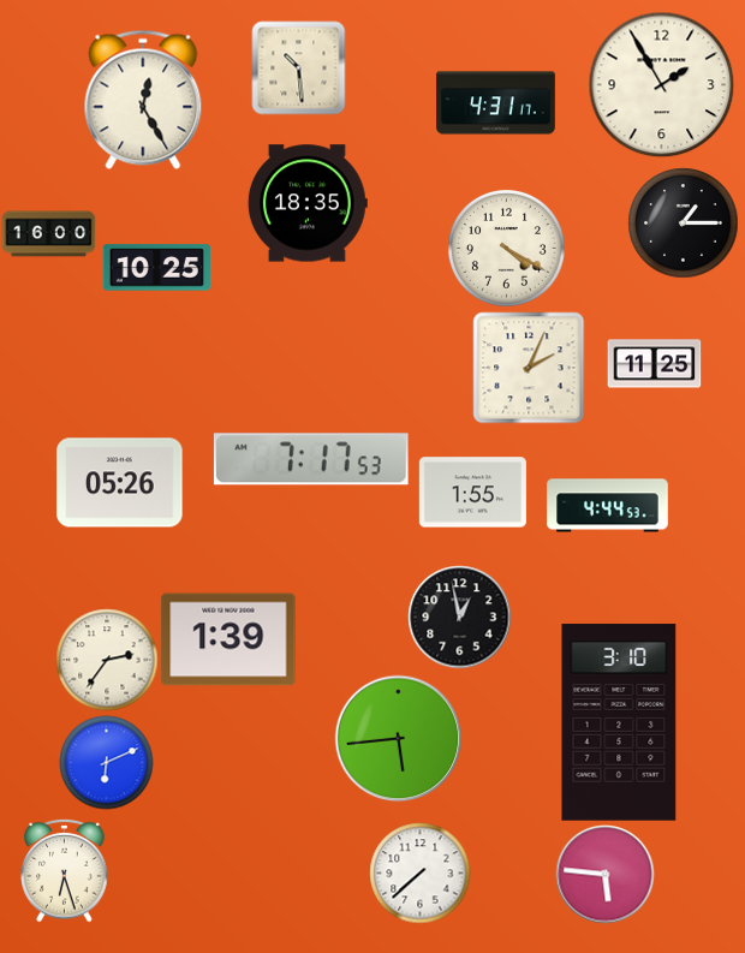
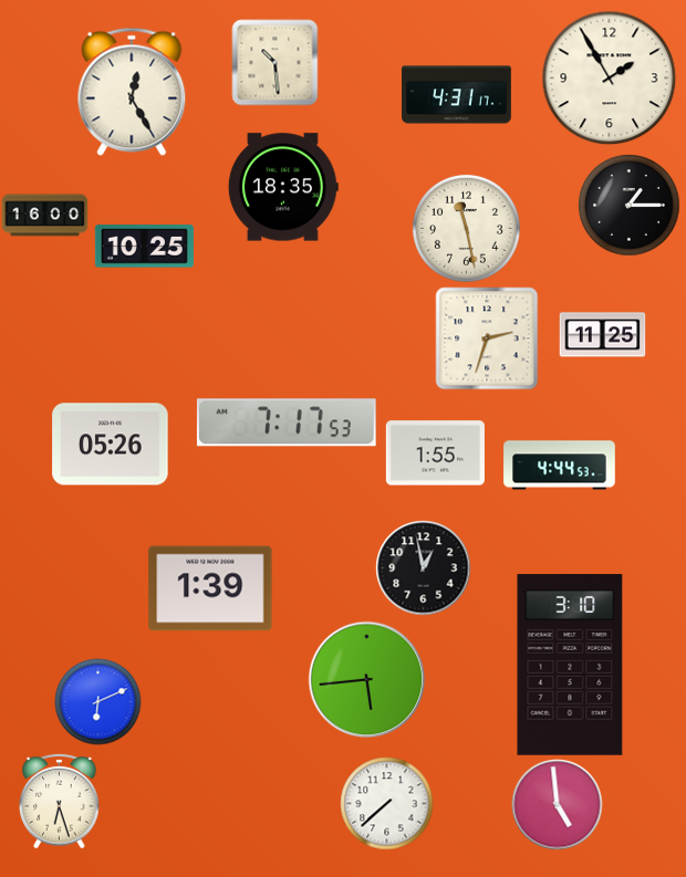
clock at (506, 248): 4:20 -> 11:28
clock at (529, 368): 2:04 -> 2:33
clock at (107, 660): 2:36 -> none
clock at (604, 874): 5:46 -> 4:59
